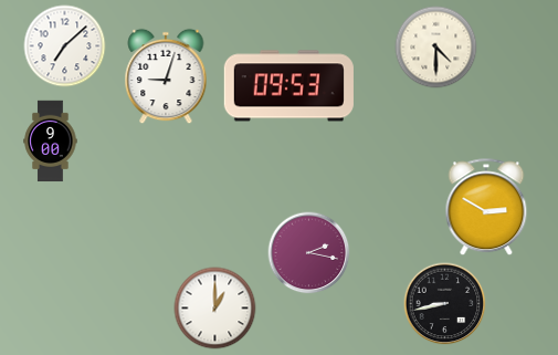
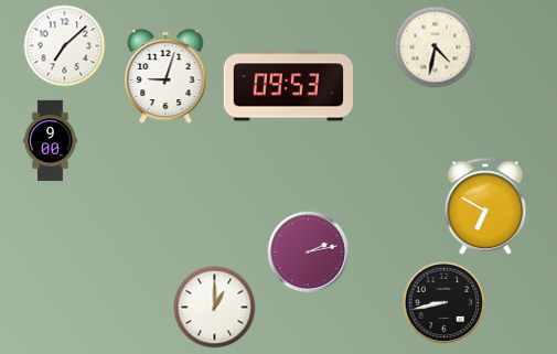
clock at (436, 48): 4:30 -> 4:32
clock at (486, 208): 2:50 -> 6:50
clock at (309, 253): 2:17 -> 2:13
